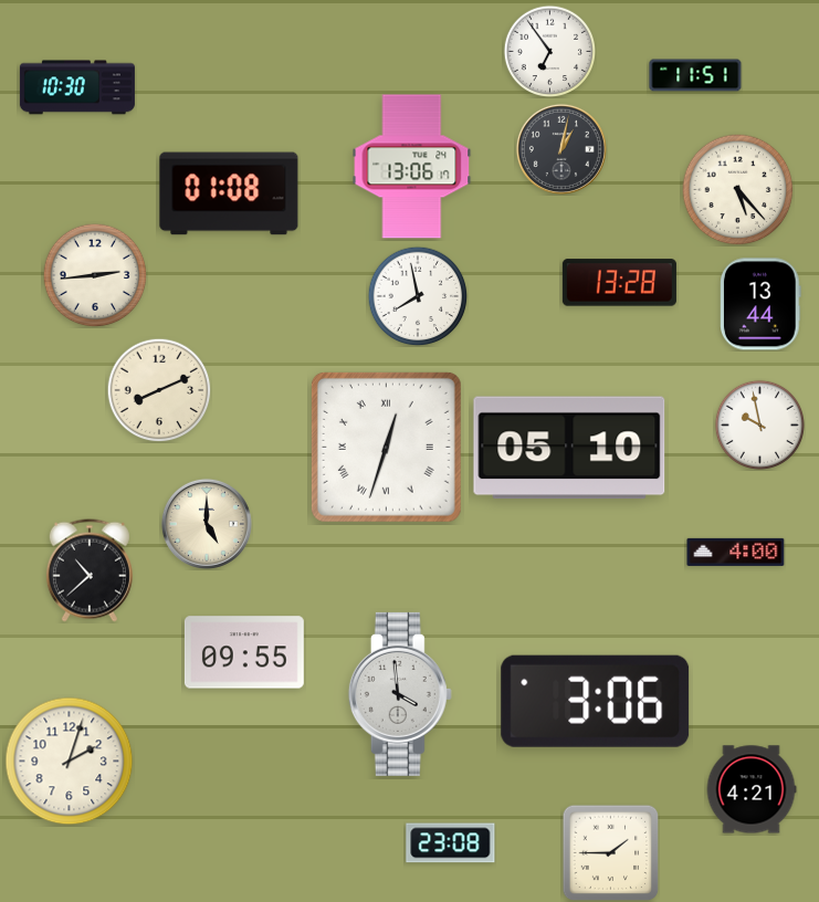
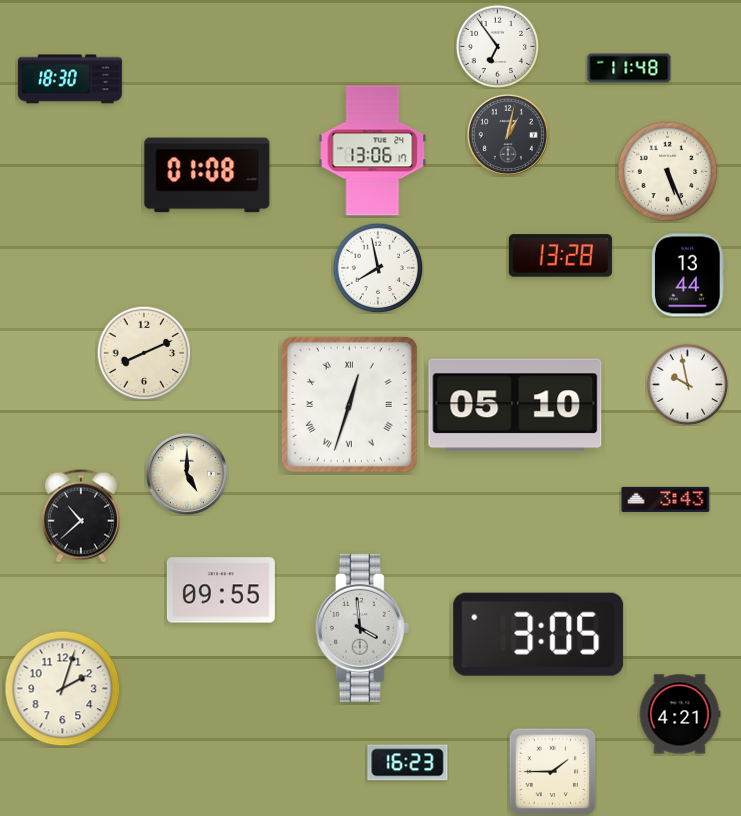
clock at (695, 75): 11:51 -> 11:48
clock at (77, 87): 10:30 -> 18:30
clock at (738, 190): 5:23 -> 5:26
clock at (95, 275): 2:44 -> none
clock at (736, 552): 4:00 -> 3:43
clock at (596, 701): 3:06 -> 3:05
clock at (451, 843): 23:08 -> 16:23
